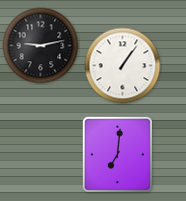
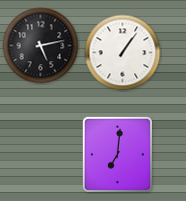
clock at (41, 46): 9:13 -> 5:13
clock at (123, 66) position: (123, 66) -> (123, 53)
